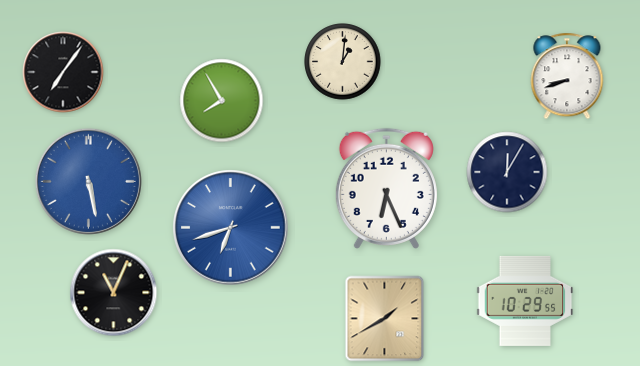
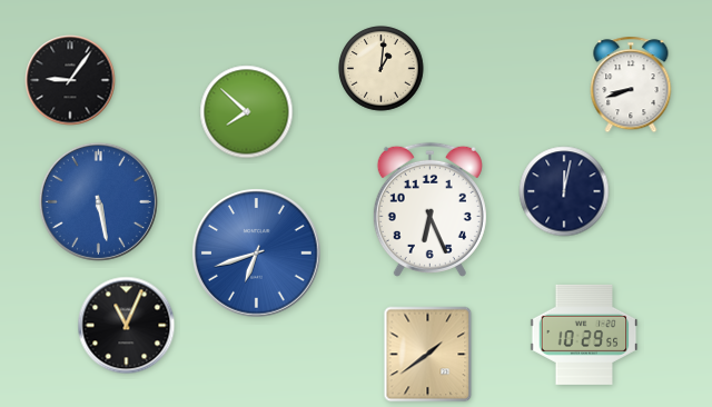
clock at (63, 72): 7:06 -> 9:06
clock at (222, 101): 7:55 -> 7:52
clock at (507, 172): 12:05 -> 12:02
clock at (385, 319): 1:40 -> 1:39
